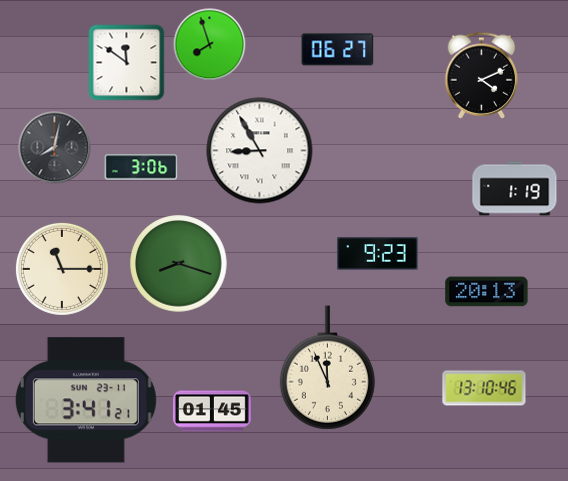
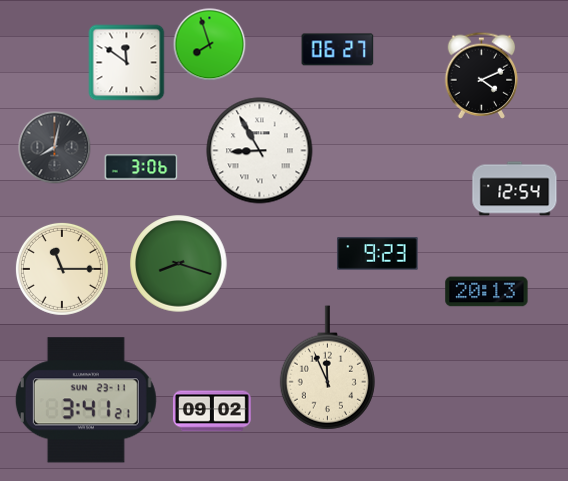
clock at (515, 189): 1:19 -> 12:54
clock at (484, 388): 13:10 -> none
clock at (212, 411): 01:45 -> 09:02
